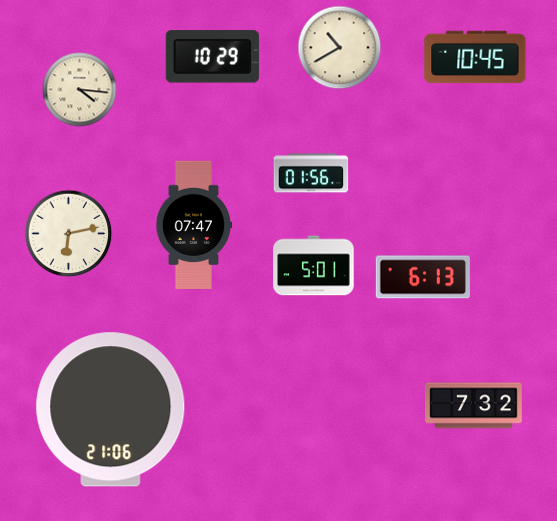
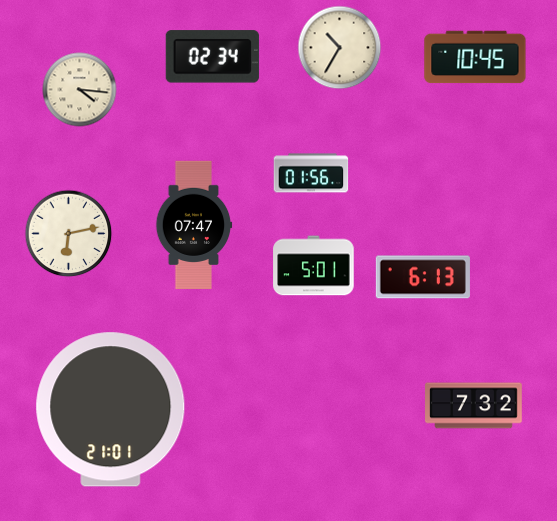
clock at (340, 48): 10:40 -> 10:35
clock at (212, 57): 10:29 -> 02:34
clock at (111, 410): 21:06 -> 21:01
